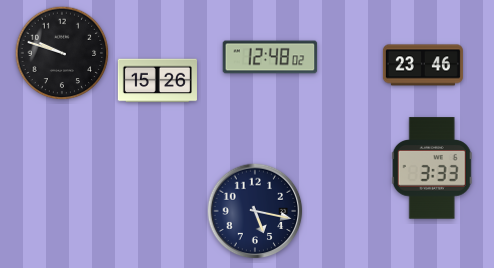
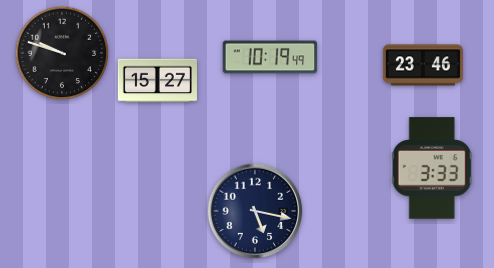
clock at (270, 57): 12:48 -> 10:19
clock at (157, 81): 15:26 -> 15:27
